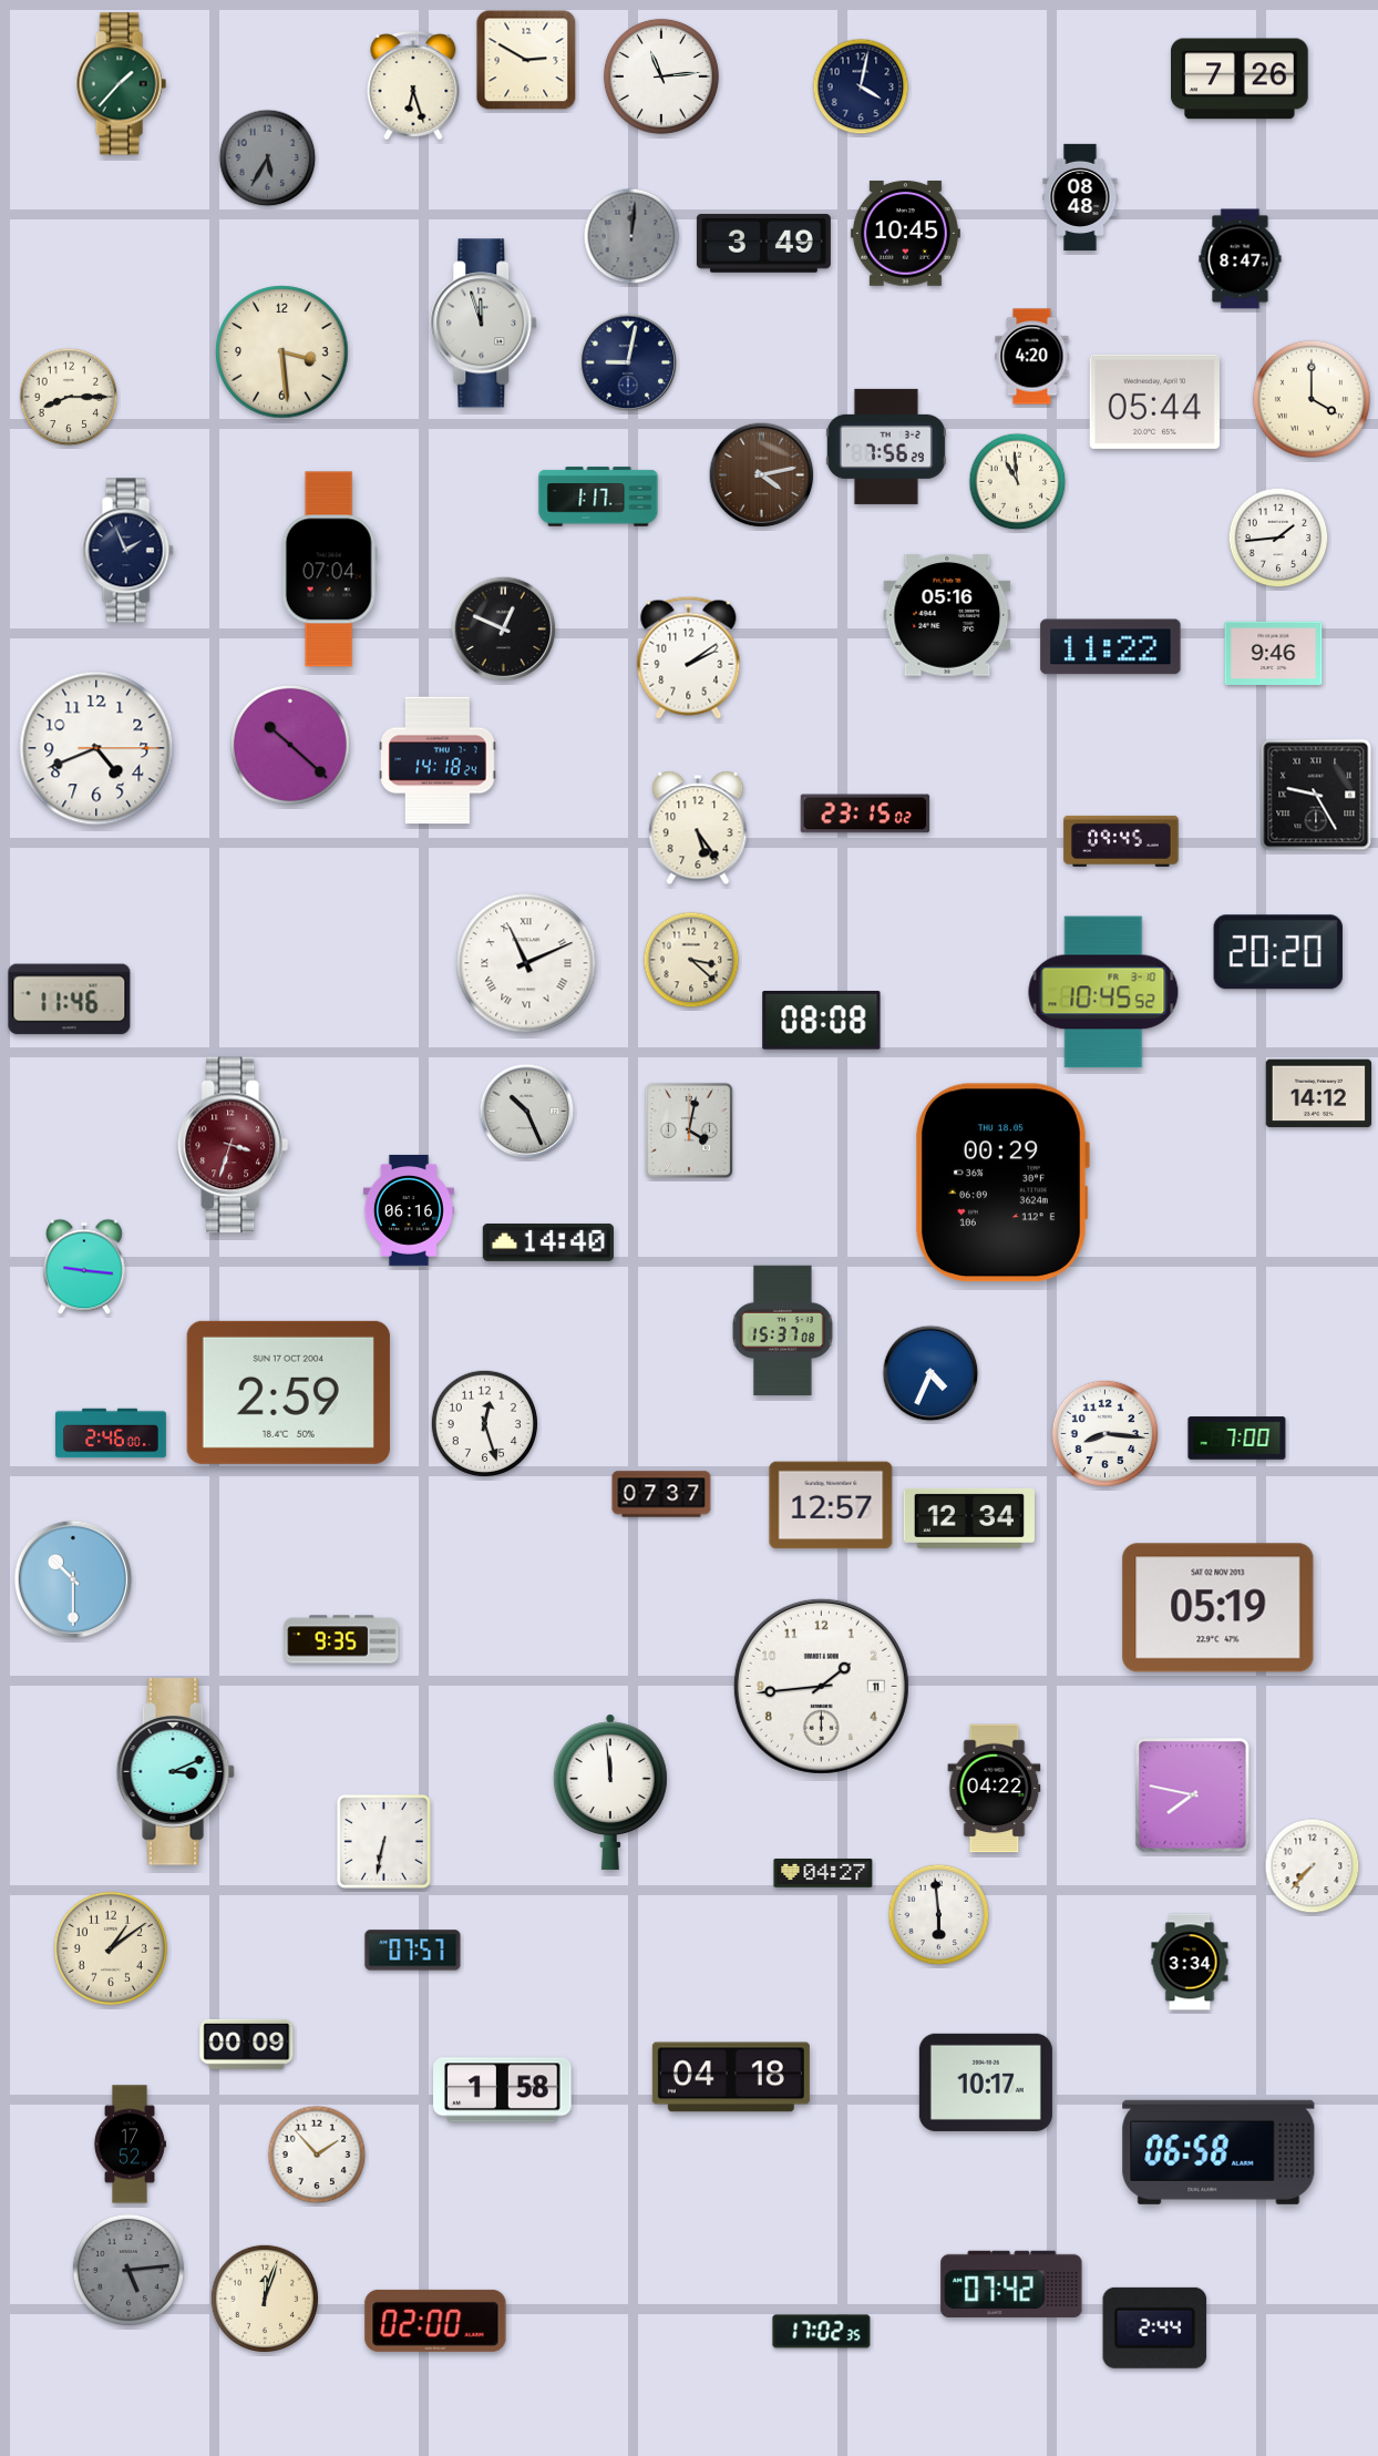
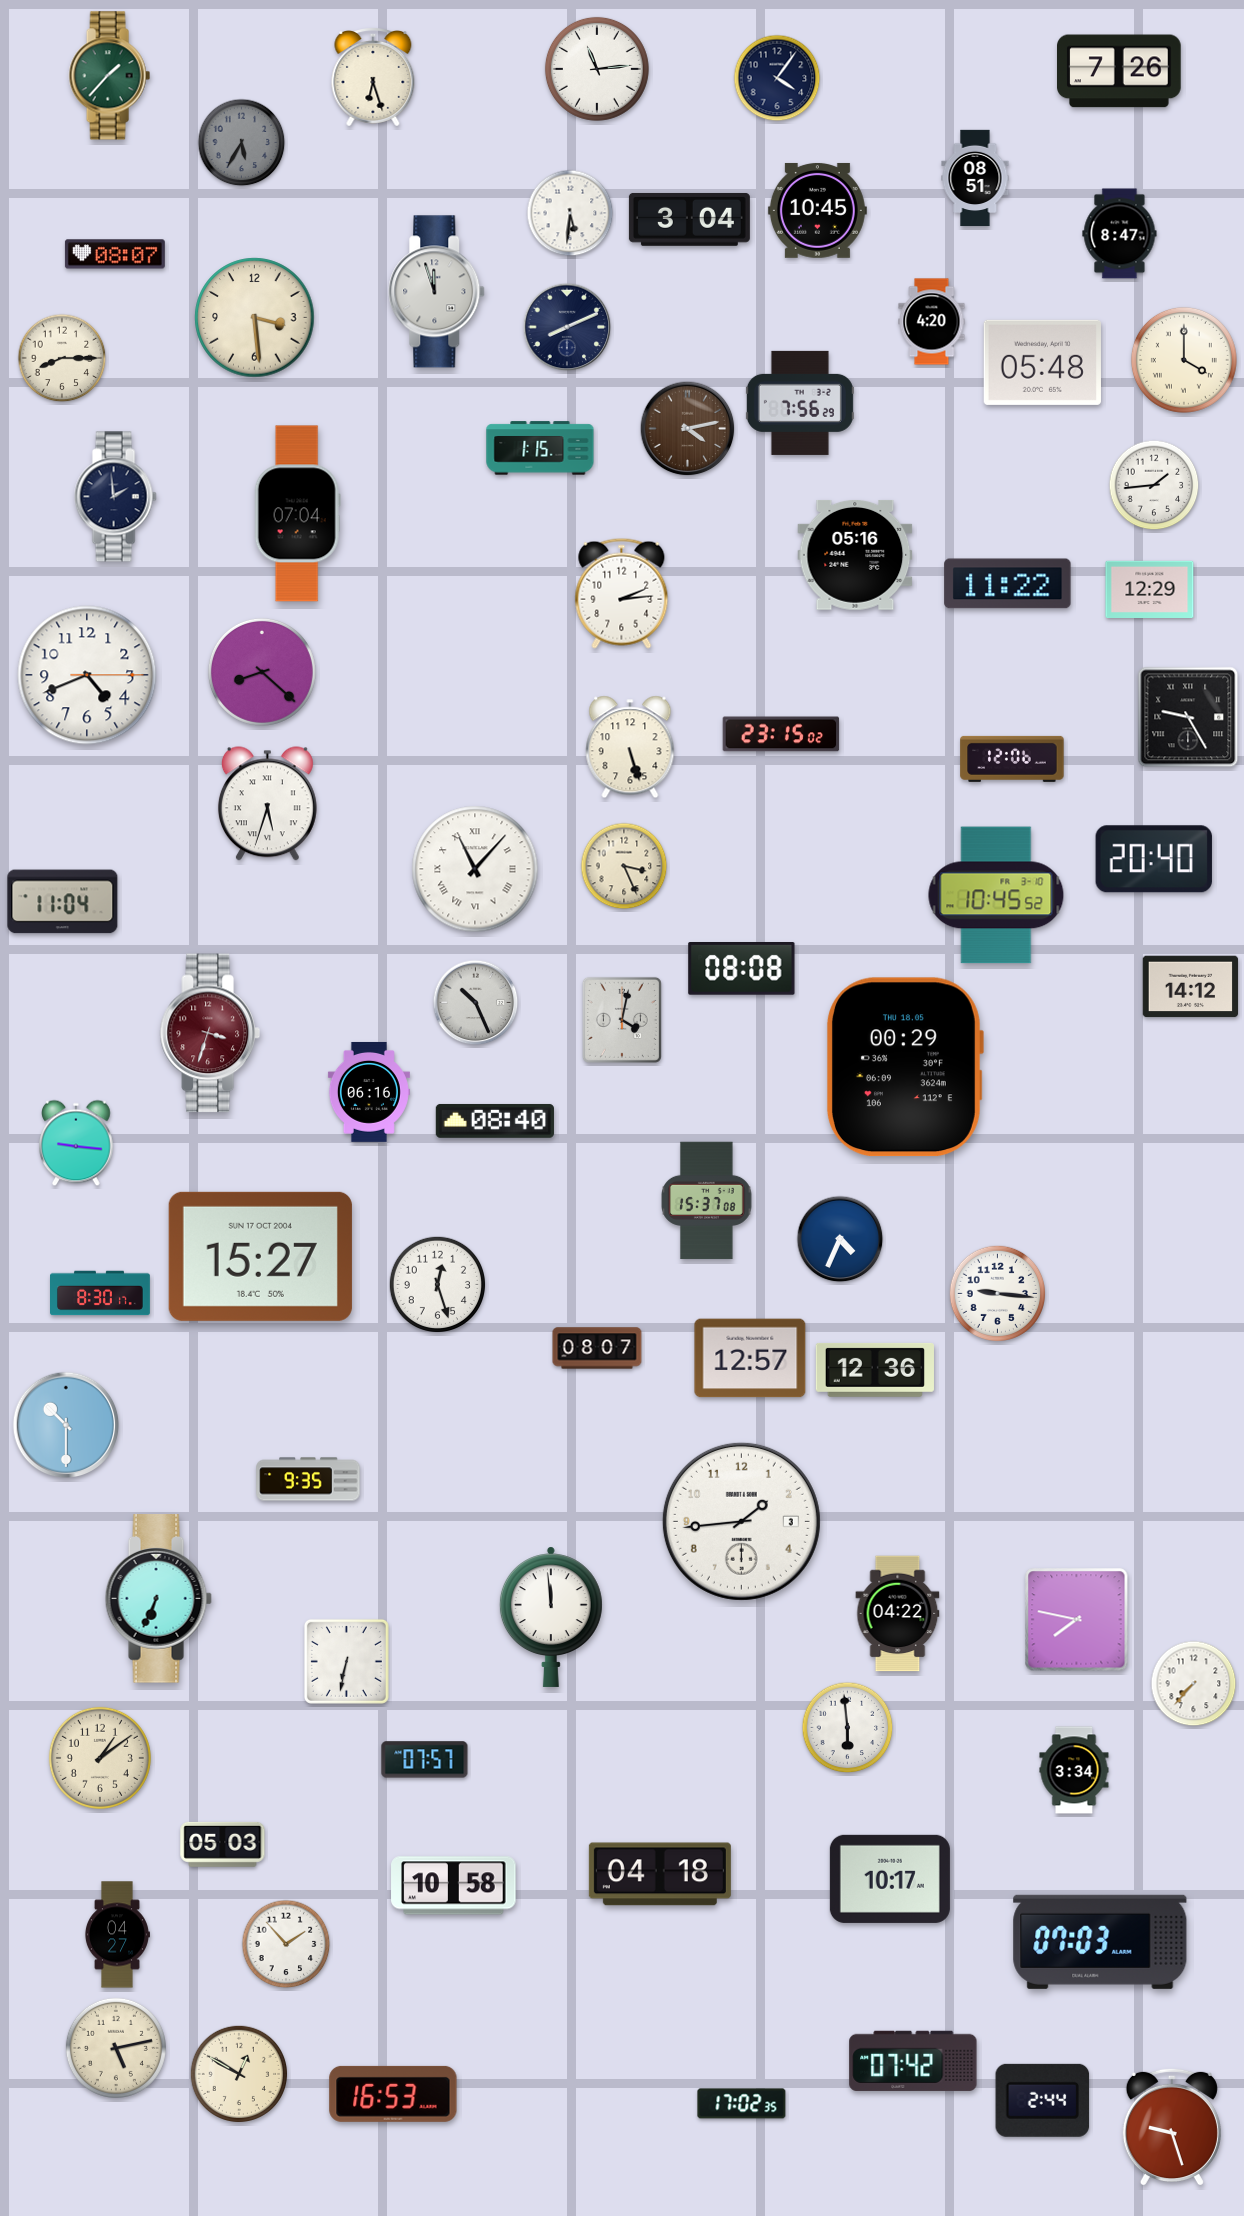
clock at (526, 60): 2:50 -> none
clock at (861, 86): 4:02 -> 4:06
clock at (1080, 197): 08:48 -> 08:51
clock at (631, 236): 12:01 -> 5:31
clock at (631, 236) dial: grey -> white
clock at (763, 243): 3:49 -> 3:04
clock at (115, 254): none -> 08:07
clock at (628, 362): 9:02 -> 8:11
clock at (1154, 401): 05:44 -> 05:48
clock at (1018, 482): 10:59 -> none
clock at (598, 497): 1:17 -> 1:15
clock at (127, 551): 1:56 -> 1:59
clock at (504, 630): 12:49 -> none
clock at (1111, 647) position: (1111, 647) -> (1008, 584)
clock at (1274, 653): 9:46 -> 12:29
clock at (689, 657): 2:09 -> 2:14
clock at (290, 745): 10:22 -> 8:22
clock at (438, 760): 14:18 -> none
clock at (698, 828): 5:24 -> 5:27
clock at (1121, 841): 09:45 -> 12:06
clock at (267, 804): none -> 5:33
clock at (1278, 952): 20:20 -> 20:40
clock at (691, 960): 3:22 -> 3:26
clock at (526, 963): 11:11 -> 11:07
clock at (70, 1000): 11:46 -> 11:04
clock at (822, 1021) position: (822, 1021) -> (742, 969)
clock at (548, 1242): 14:40 -> 08:40
clock at (288, 1392): 2:59 -> 15:27
clock at (112, 1433): 2:46 -> 8:30
clock at (1104, 1433): 8:16 -> 9:16
clock at (1237, 1439): 7:00 -> none
clock at (661, 1494): 07:37 -> 08:07
clock at (969, 1518): 12:34 -> 12:36
clock at (1218, 1608): 05:19 -> none
clock at (821, 1686) date: 11 -> 3
clock at (175, 1772): 3:11 -> 6:34
clock at (1313, 1866) position: (1313, 1866) -> (1194, 1684)
clock at (823, 1873): 04:27 -> none
clock at (413, 1951) position: (413, 1951) -> (425, 1760)
clock at (247, 2044): 00:09 -> 05:03
clock at (503, 2090): 1:58 -> 10:58
clock at (130, 2145): 17:52 -> 04:27
clock at (1218, 2152): 06:58 -> 07:03
clock at (128, 2270): 5:14 -> 5:13
clock at (128, 2270) dial: grey -> cream
clock at (264, 2298): 12:03 -> 12:50
clock at (435, 2321): 02:00 -> 16:53
clock at (1172, 2127): none -> 9:27
